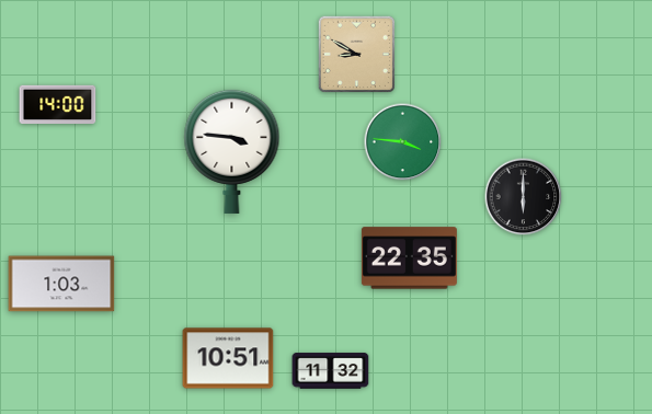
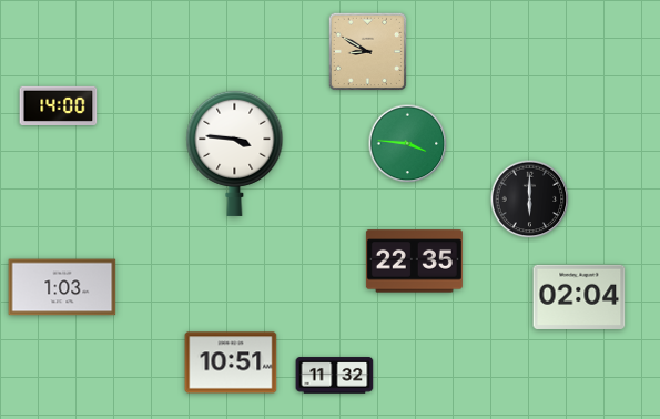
clock at (356, 54) position: (356, 54) -> (367, 51)
clock at (579, 297): none -> 02:04
